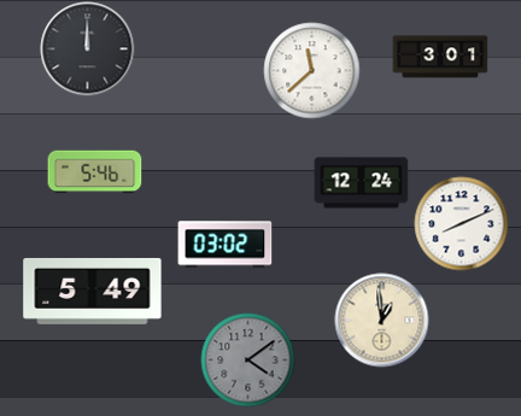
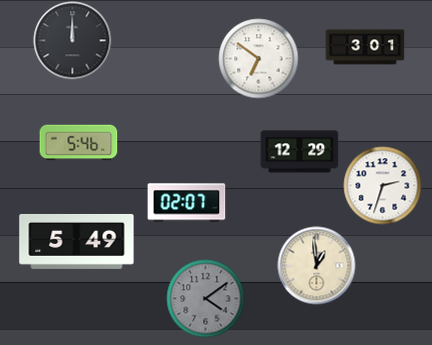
clock at (311, 70): 11:38 -> 6:51
clock at (361, 183): 12:24 -> 12:29
clock at (461, 223): 8:11 -> 2:33
clock at (224, 245): 03:02 -> 02:07
